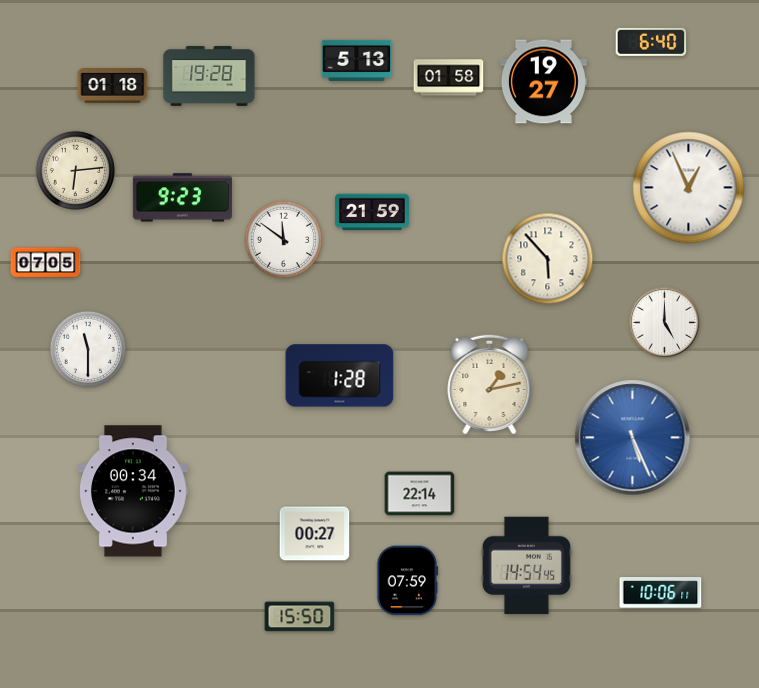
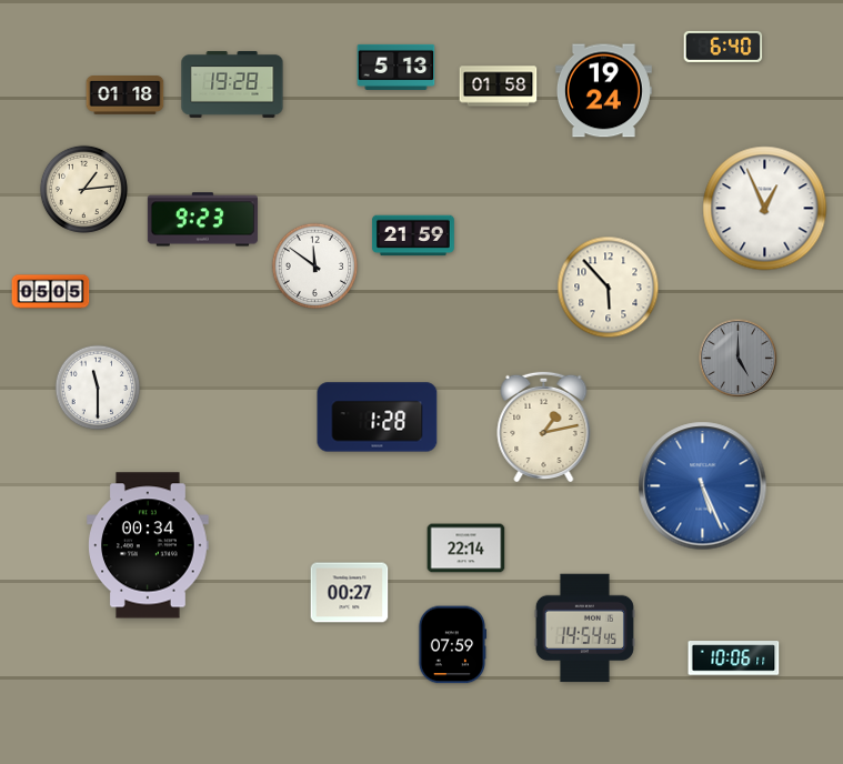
clock at (543, 82): 19:27 -> 19:24
clock at (75, 170): 6:14 -> 1:14
clock at (46, 263): 07:05 -> 05:05
clock at (665, 323) dial: white -> grey
clock at (300, 617): 15:50 -> none
